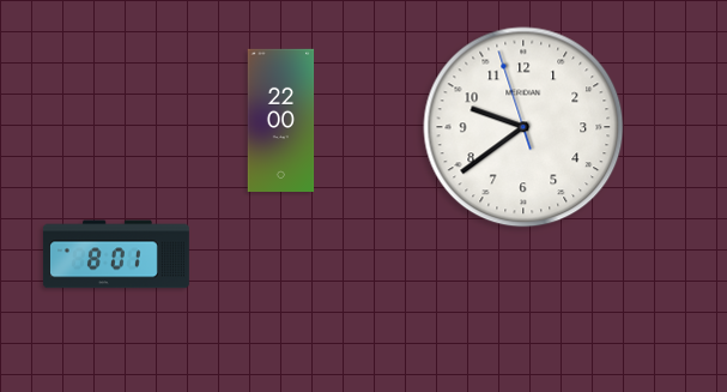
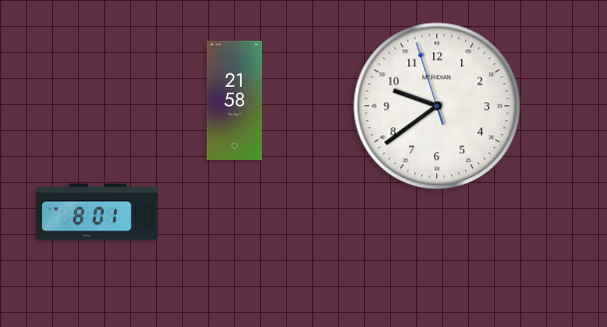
clock at (281, 120): 22:00 -> 21:58
